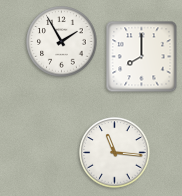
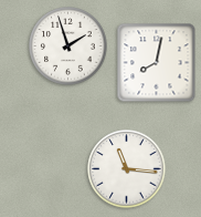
clock at (62, 42): 1:55 -> 1:57
clock at (142, 57): 8:00 -> 8:02
